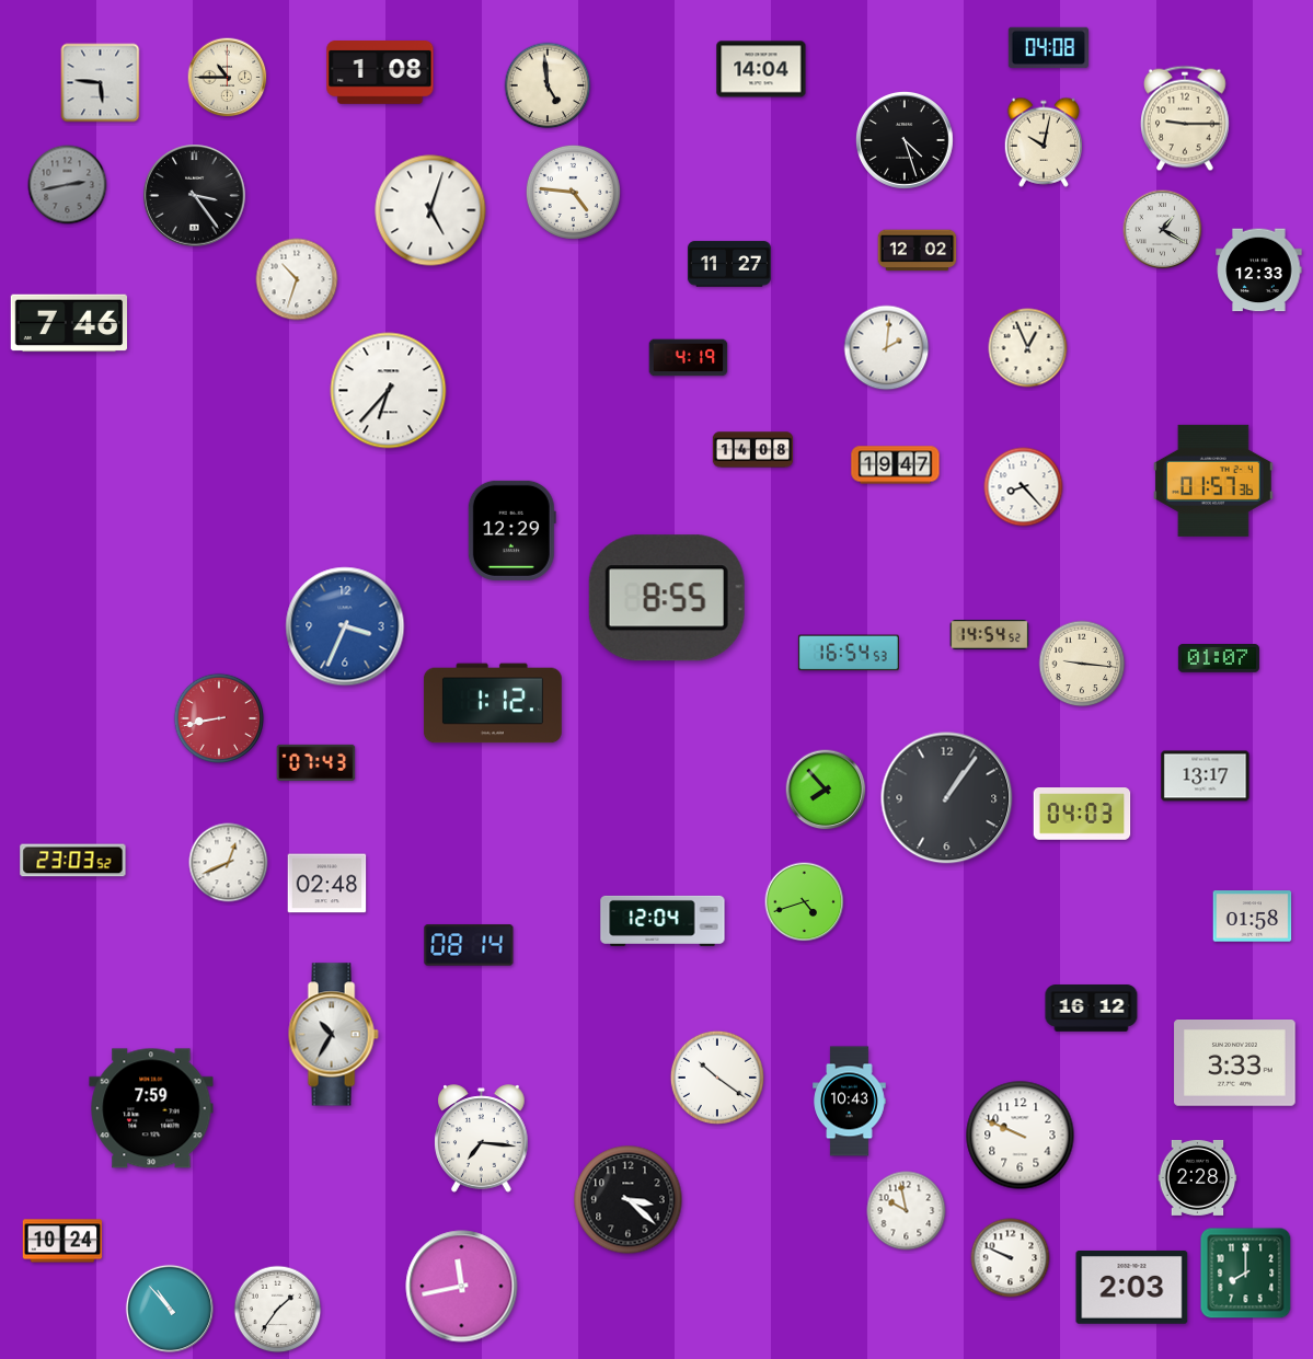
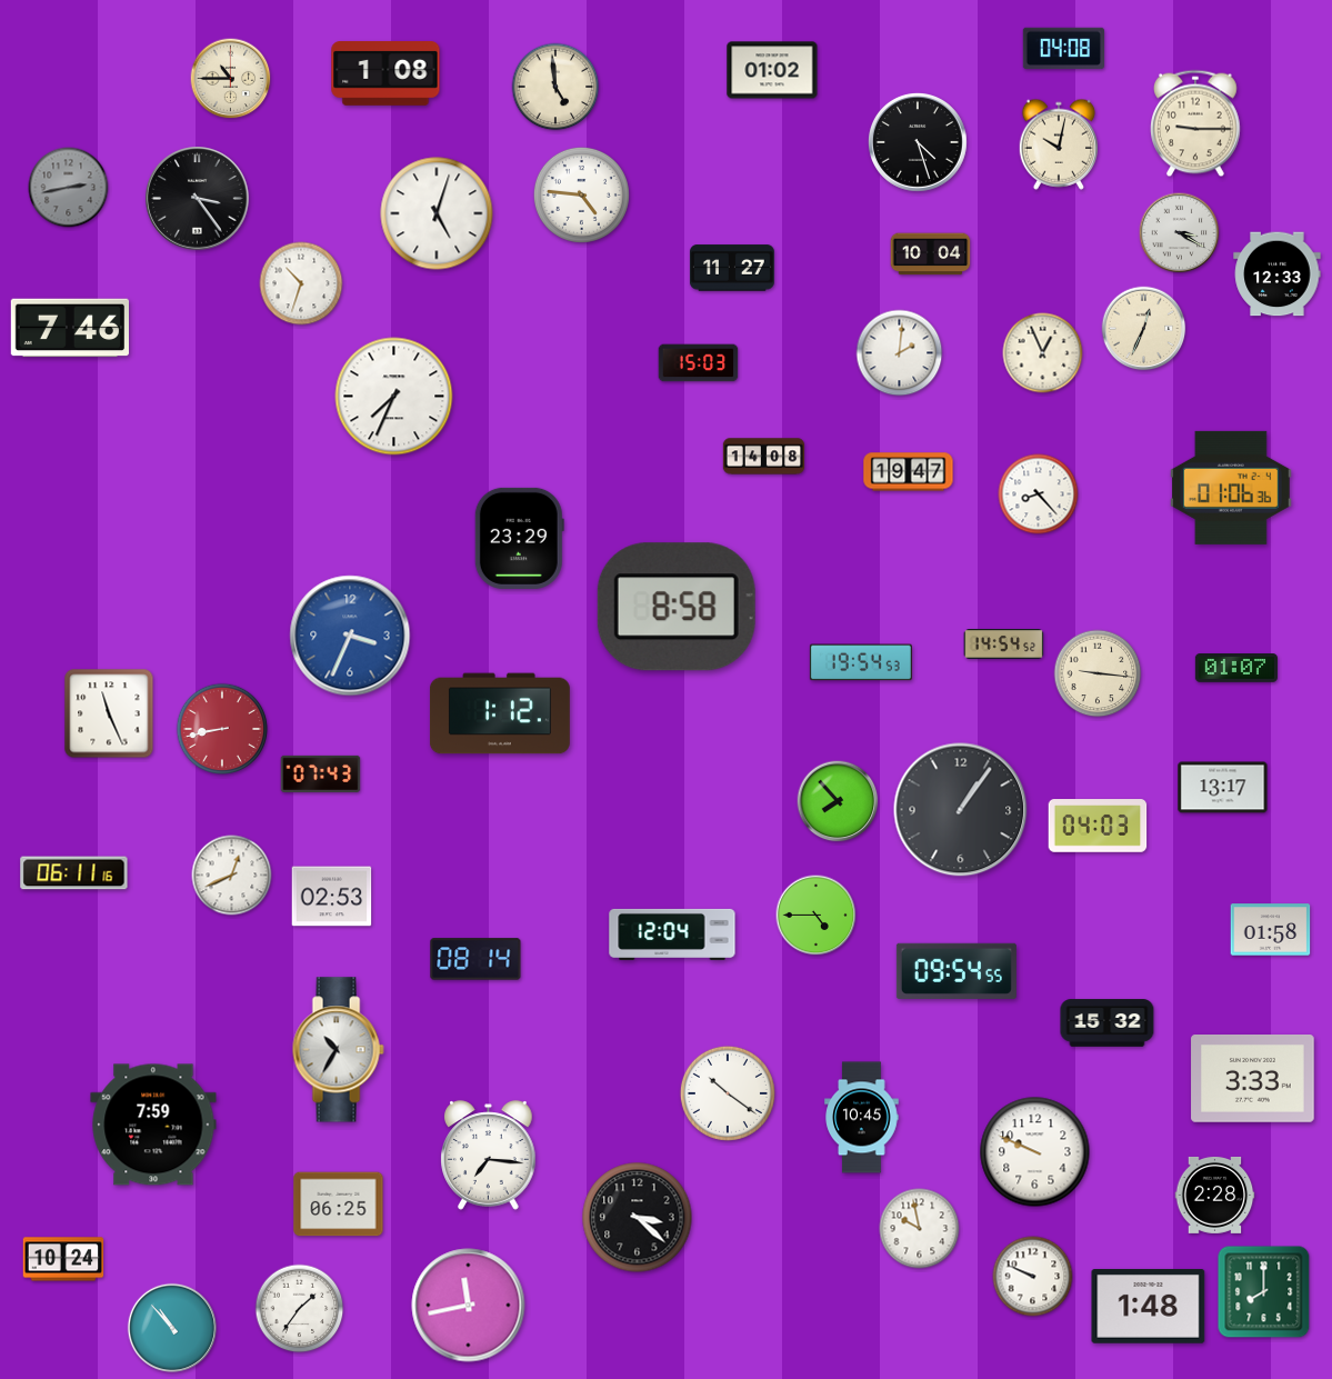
clock at (761, 69): 14:04 -> 01:02
clock at (101, 83): 5:46 -> none
clock at (1186, 118) position: (1186, 118) -> (1196, 123)
clock at (1163, 230): 1:20 -> 3:20
clock at (918, 251): 12:02 -> 10:04
clock at (729, 264) position: (729, 264) -> (732, 268)
clock at (1144, 329): none -> 12:34
clock at (689, 358): 4:19 -> 15:03
clock at (389, 391): 6:37 -> 7:34
clock at (1213, 481): 01:57 -> 01:06
clock at (511, 530): 12:29 -> 23:29
clock at (667, 598): 8:55 -> 8:58
clock at (849, 653): 16:54 -> 19:54
clock at (109, 713): none -> 11:26
clock at (73, 861): 23:03 -> 06:11
clock at (327, 884): 02:48 -> 02:53
clock at (805, 902): 4:42 -> 4:45
clock at (957, 971): none -> 09:54
clock at (1092, 1009): 16:12 -> 15:32
clock at (850, 1102): 10:43 -> 10:45
clock at (339, 1205): none -> 06:25
clock at (1011, 1258) position: (1011, 1258) -> (1033, 1277)
clock at (1132, 1288): 2:03 -> 1:48
clock at (278, 1310) position: (278, 1310) -> (300, 1309)
